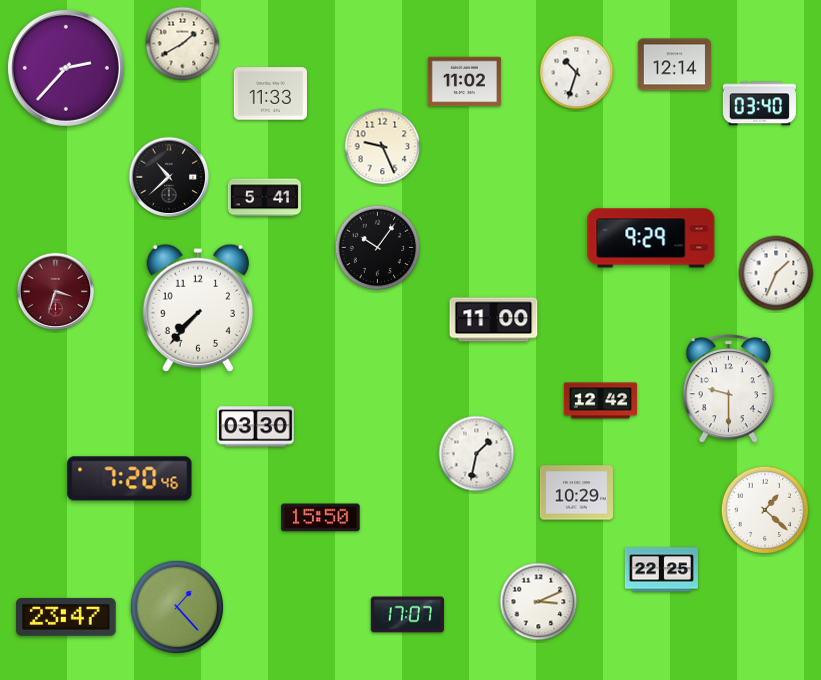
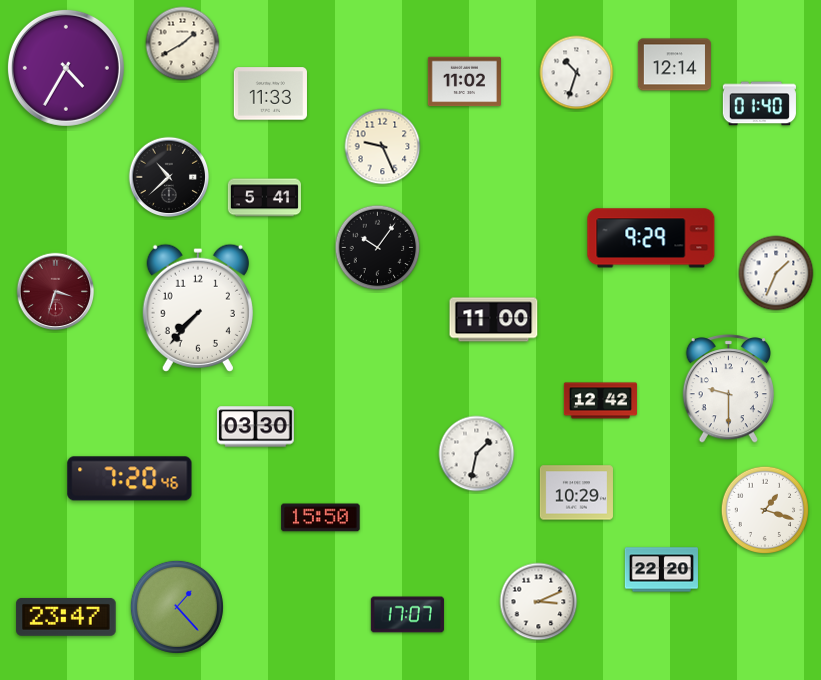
clock at (66, 68): 2:37 -> 4:35
clock at (759, 104): 03:40 -> 01:40
clock at (765, 510): 1:22 -> 1:18
clock at (661, 570): 22:25 -> 22:20
